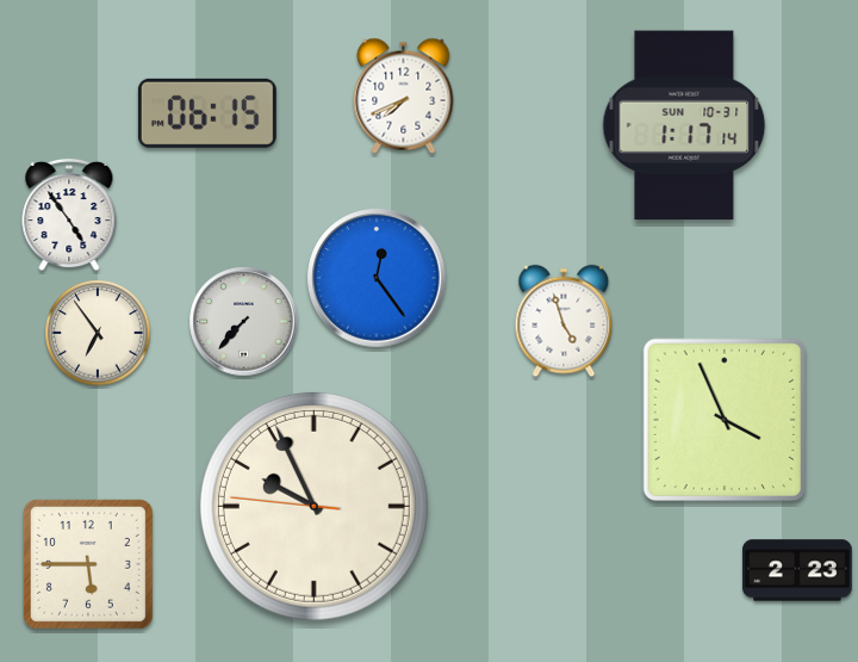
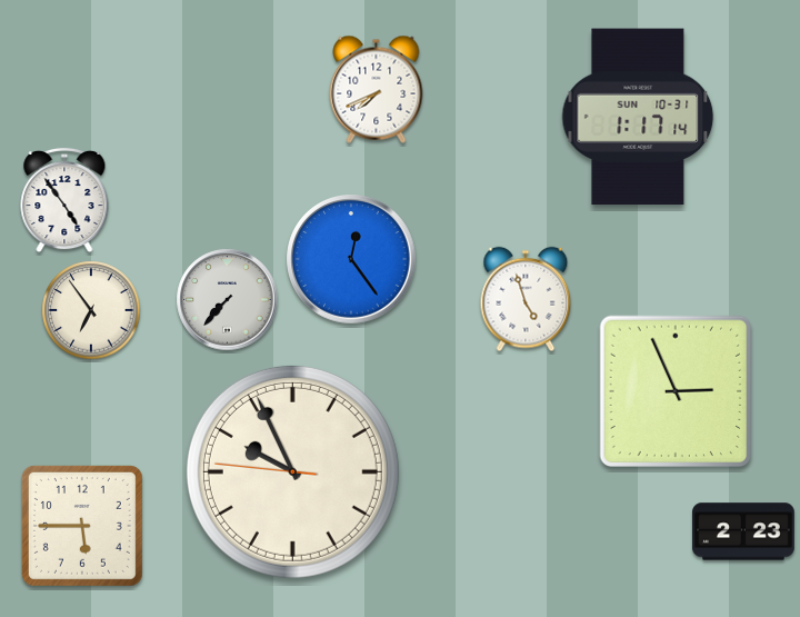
clock at (207, 113): 06:15 -> none
clock at (723, 419): 3:56 -> 2:56
